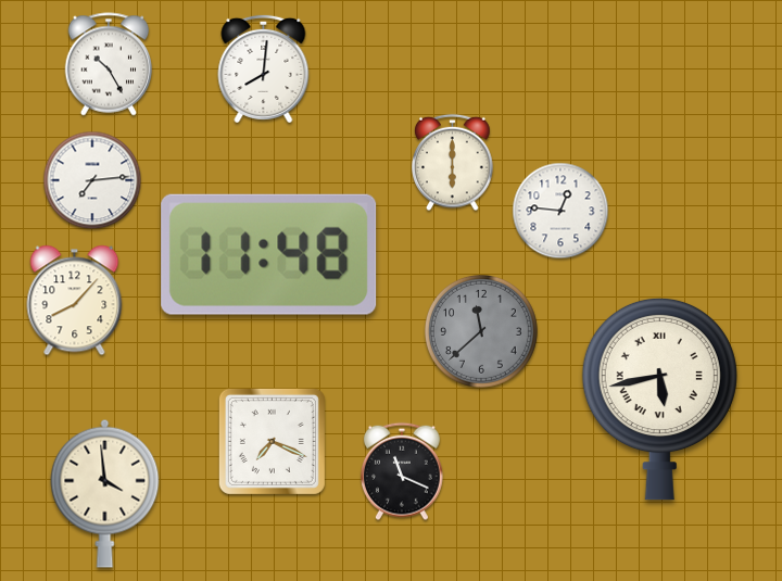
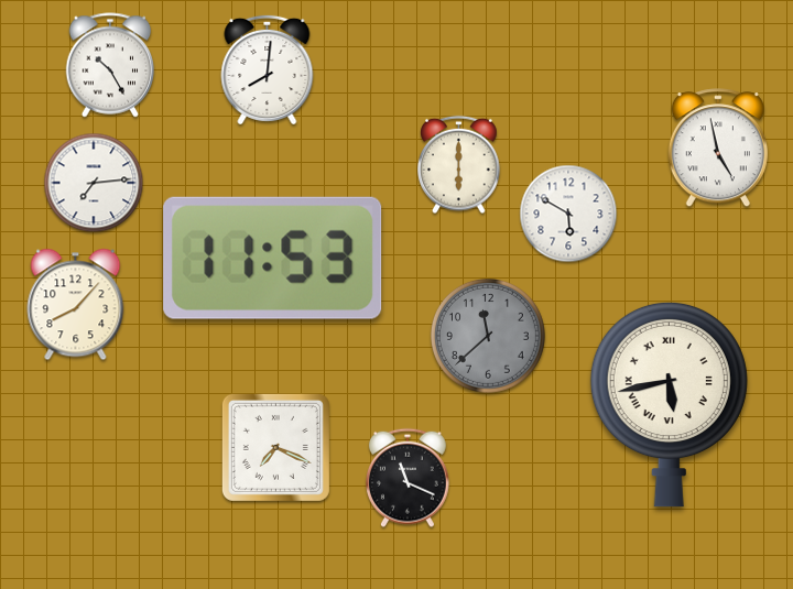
clock at (718, 149): none -> 4:58
clock at (560, 211): 12:46 -> 5:50
clock at (269, 254): 11:48 -> 11:53
clock at (105, 493): 3:59 -> none
